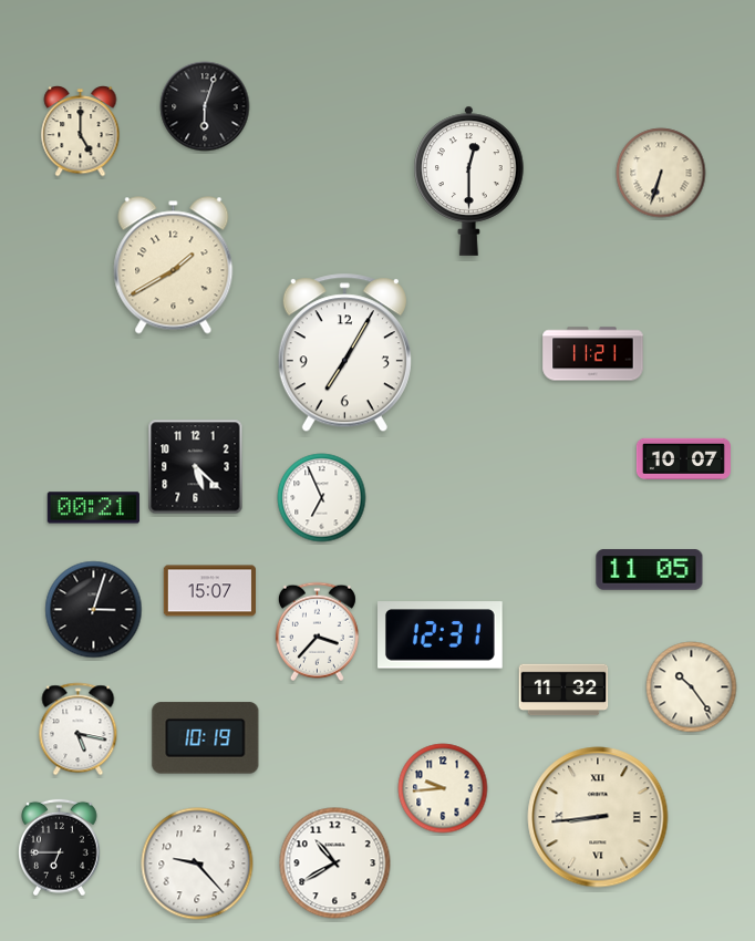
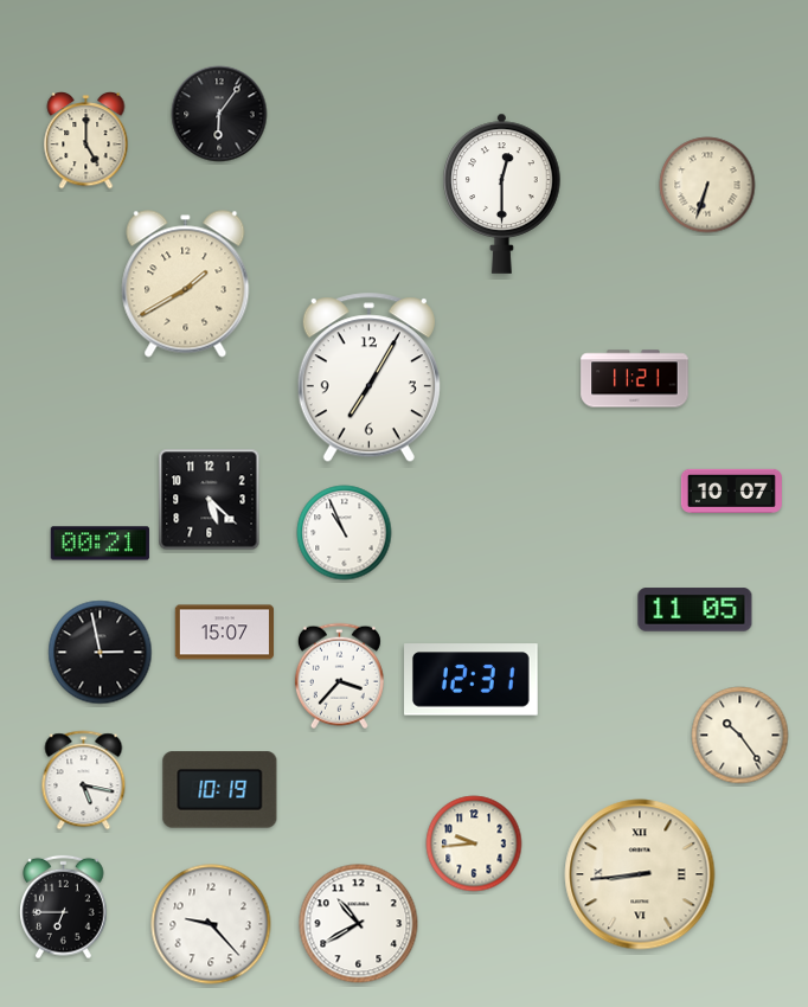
clock at (205, 106): 6:03 -> 6:06
clock at (322, 498): 6:56 -> 10:56
clock at (94, 610): 3:03 -> 2:58
clock at (563, 690): 11:32 -> none
